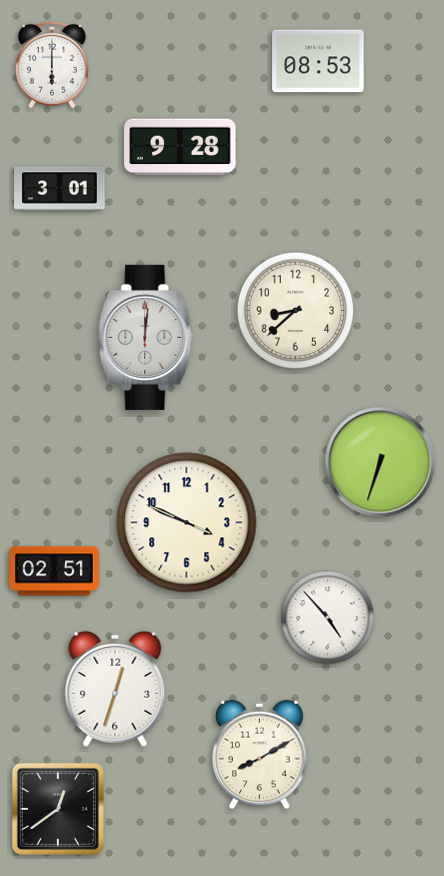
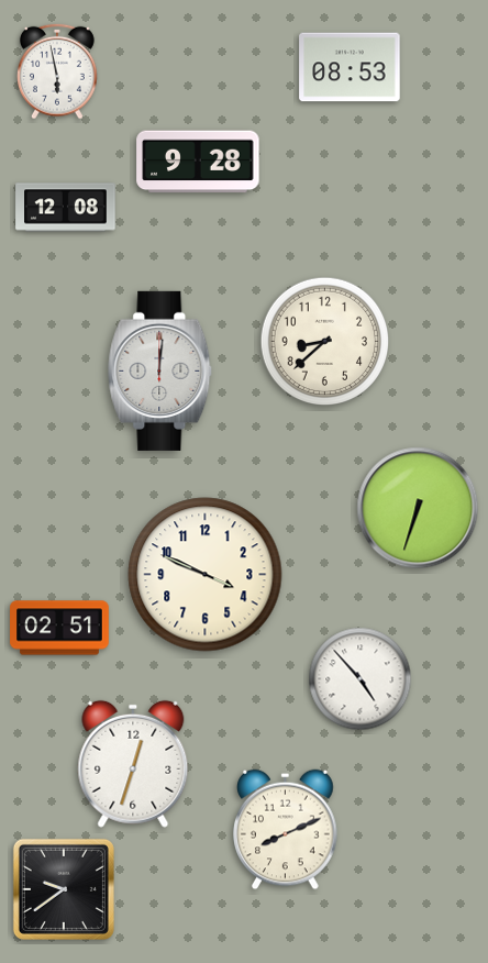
clock at (53, 65): 6:00 -> 5:58
clock at (60, 189): 3:01 -> 12:08
clock at (115, 689) position: (115, 689) -> (133, 764)
clock at (260, 755): 8:10 -> 8:11
clock at (58, 809): 12:39 -> 9:39
